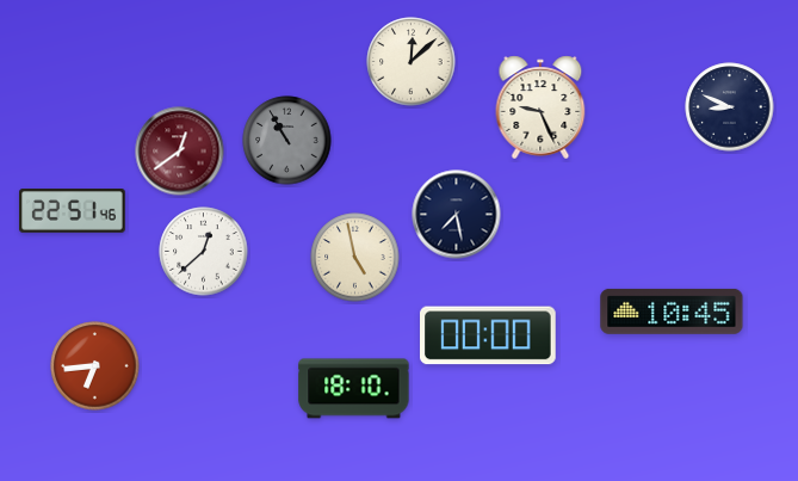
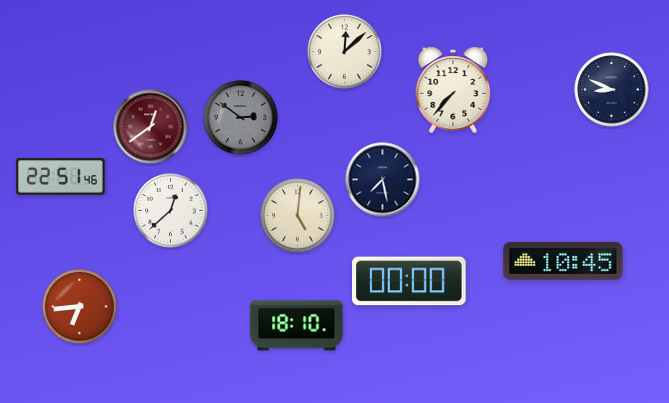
clock at (540, 107): 9:26 -> 7:37
clock at (287, 141): 10:55 -> 2:51
clock at (355, 258): 4:58 -> 5:01
